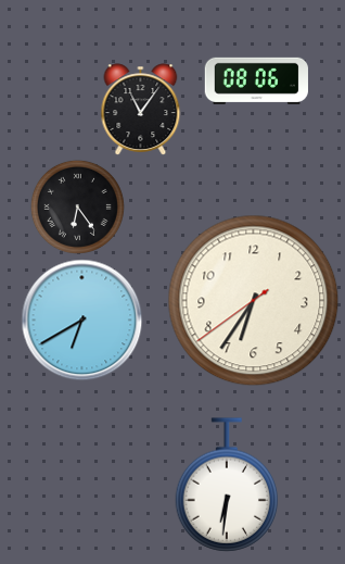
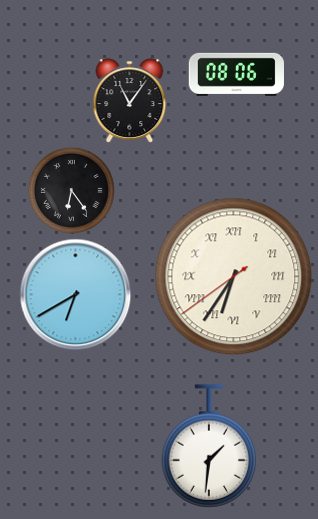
clock at (254, 301) numerals: Arabic -> Roman
clock at (227, 485): 6:31 -> 1:31
